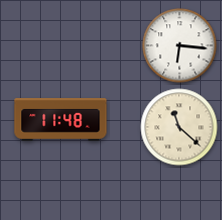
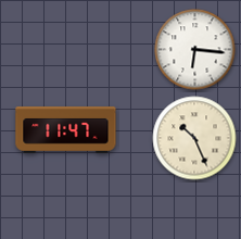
clock at (61, 120): 11:48 -> 11:47
clock at (179, 127): 11:22 -> 10:26
